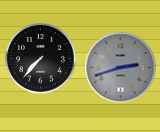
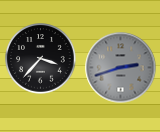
clock at (41, 59): 7:37 -> 3:37
